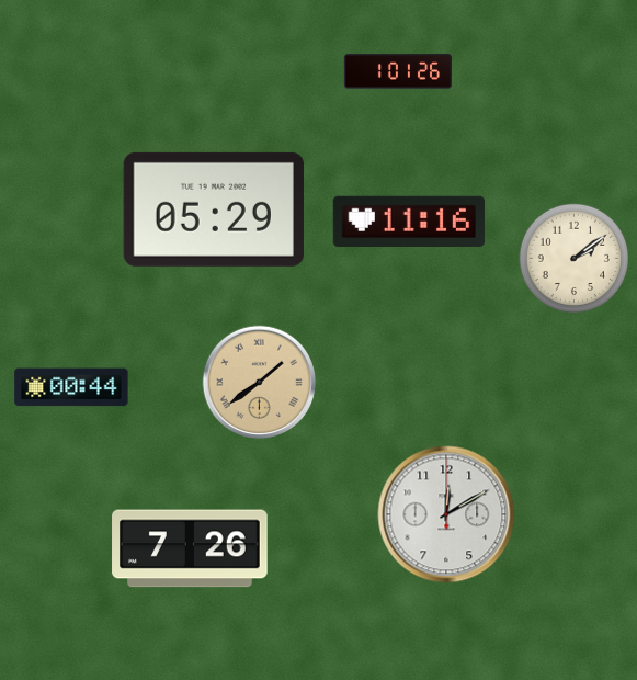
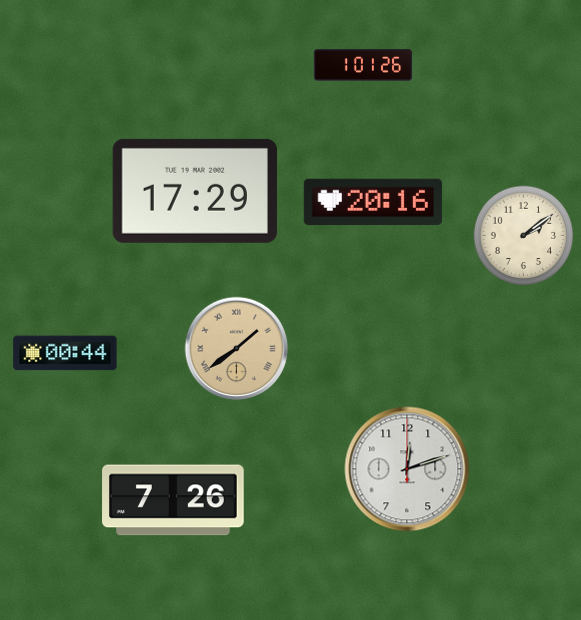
clock at (214, 209): 05:29 -> 17:29
clock at (409, 220): 11:16 -> 20:16
clock at (446, 514): 12:10 -> 12:12
